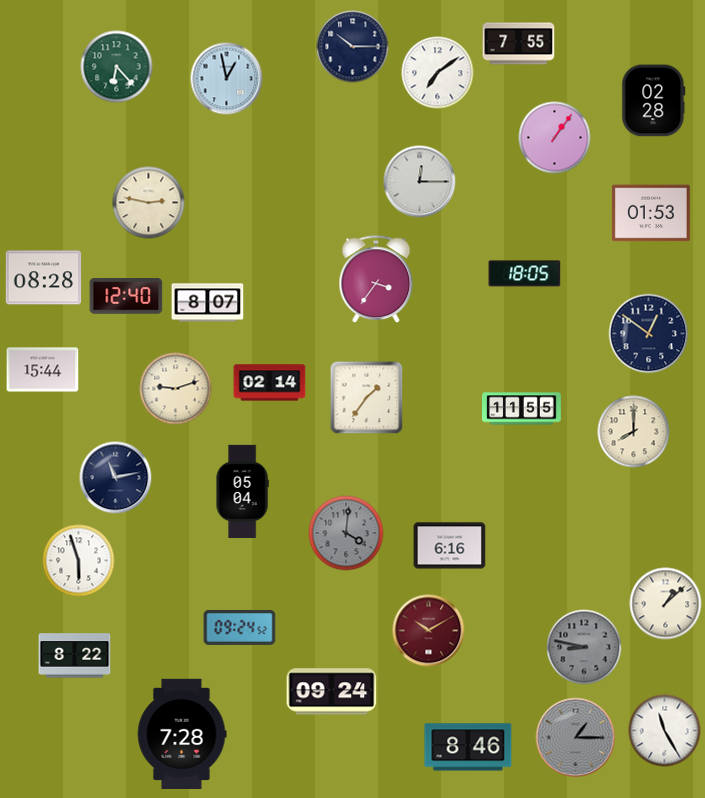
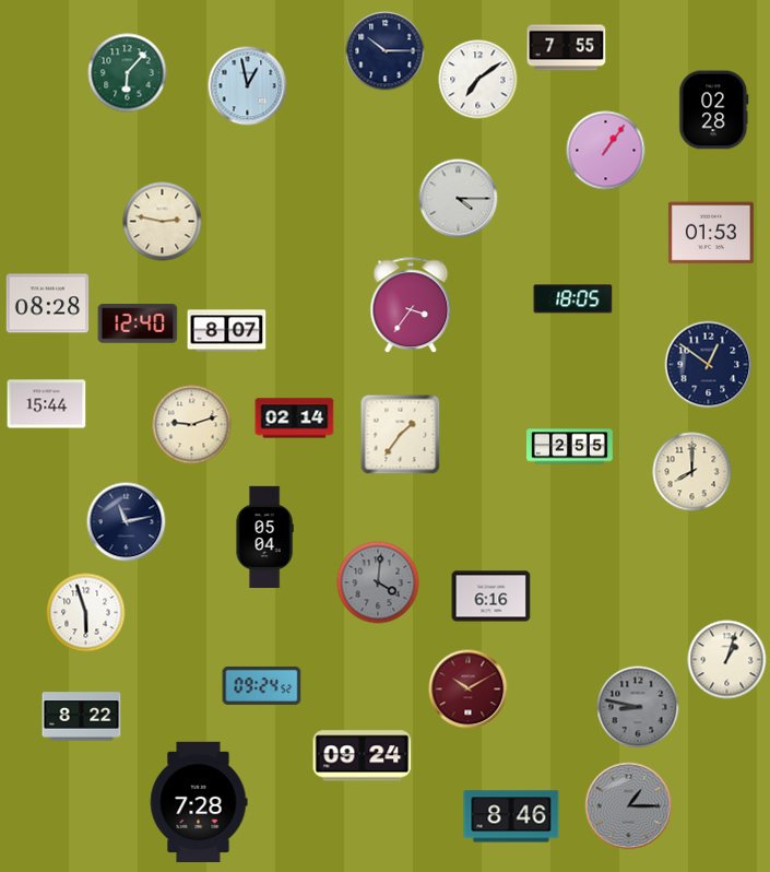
clock at (117, 67): 6:23 -> 6:07
clock at (420, 182): 12:15 -> 4:15
clock at (522, 409): 11:55 -> 2:55
clock at (666, 604): 1:08 -> 1:03
clock at (665, 731): 11:25 -> none
